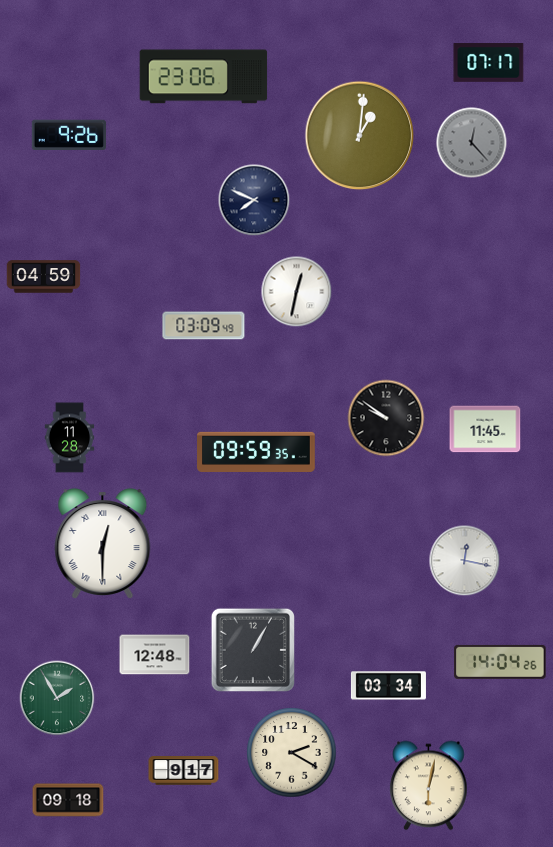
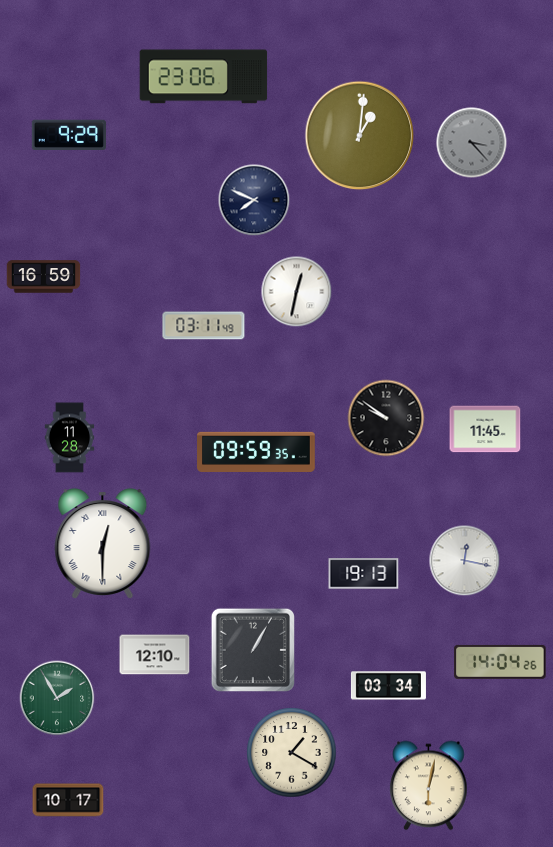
clock at (489, 63): 07:17 -> none
clock at (69, 134): 9:26 -> 9:29
clock at (472, 143): 12:23 -> 3:23
clock at (44, 277): 04:59 -> 16:59
clock at (204, 326): 03:09 -> 03:11
clock at (364, 574): none -> 19:13
clock at (155, 655): 12:48 -> 12:10
clock at (292, 753): 2:20 -> 1:20
clock at (184, 771): 9:17 -> none
clock at (68, 800): 09:18 -> 10:17
